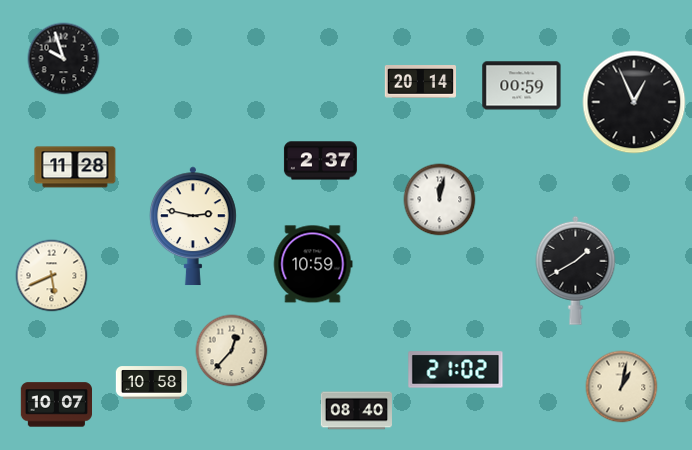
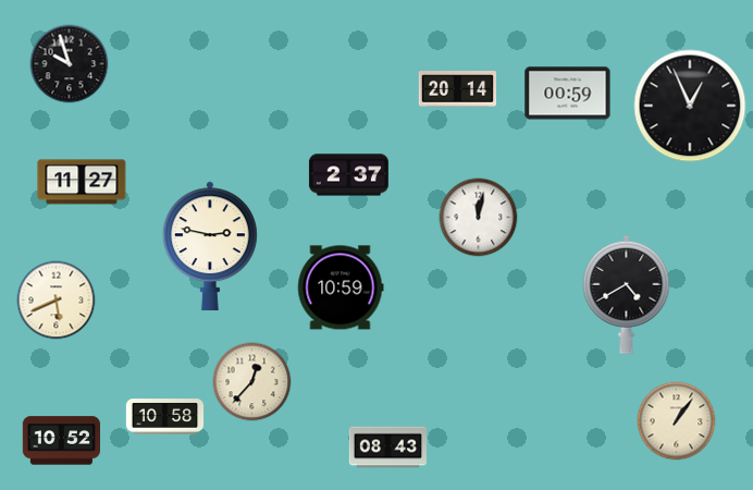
clock at (634, 102) position: (634, 102) -> (690, 106)
clock at (75, 167): 11:28 -> 11:27
clock at (576, 270): 1:40 -> 4:40
clock at (456, 370): 21:02 -> none
clock at (622, 387): 1:02 -> 1:06
clock at (56, 405): 10:07 -> 10:52
clock at (356, 411): 08:40 -> 08:43
